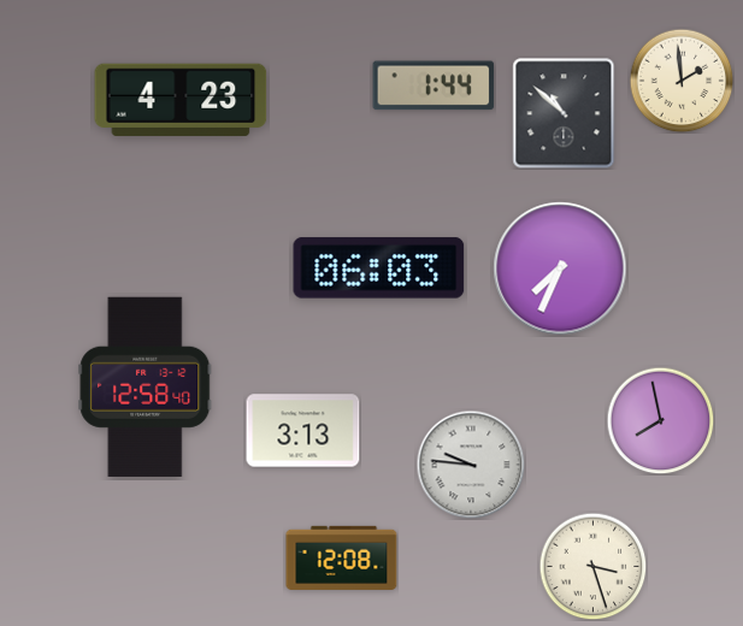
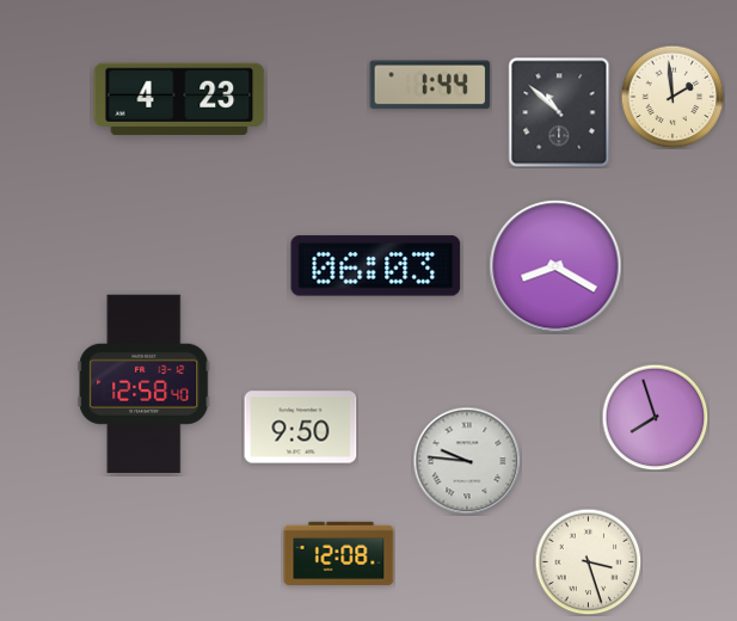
clock at (682, 81) position: (682, 81) -> (672, 97)
clock at (560, 268): 7:34 -> 8:20
clock at (660, 420): 7:58 -> 7:57
clock at (303, 431): 3:13 -> 9:50
